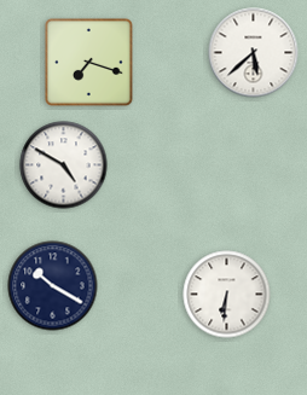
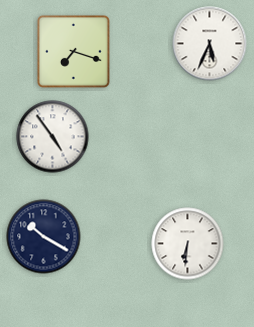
clock at (254, 53): 5:38 -> 5:34
clock at (64, 165): 4:50 -> 4:54
